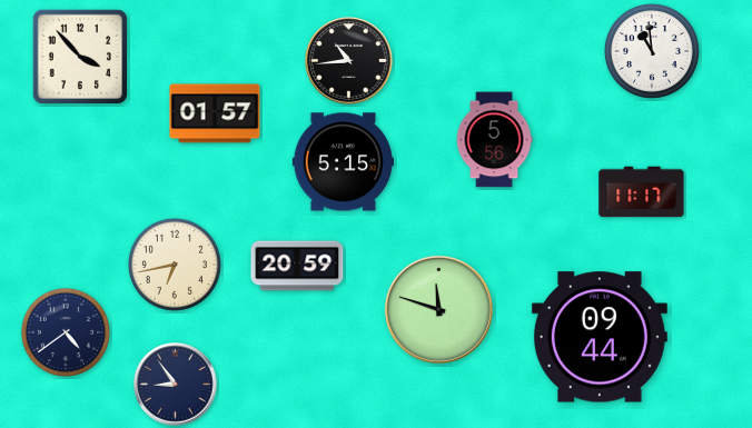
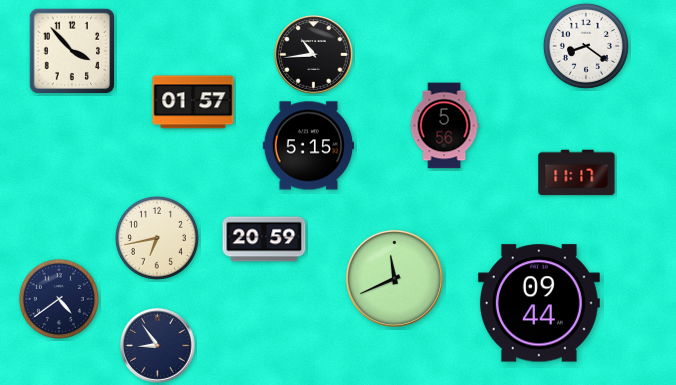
clock at (652, 51): 10:59 -> 8:21
clock at (297, 266) position: (297, 266) -> (264, 239)
clock at (438, 309): 11:48 -> 11:41
